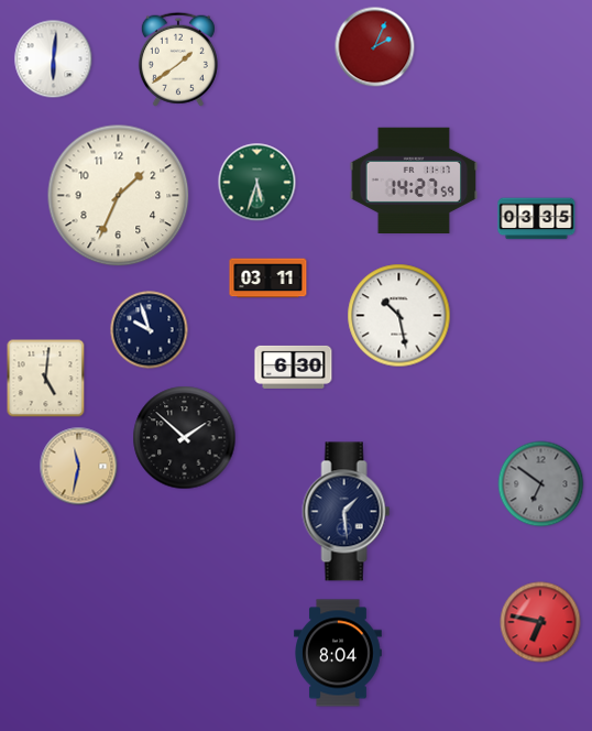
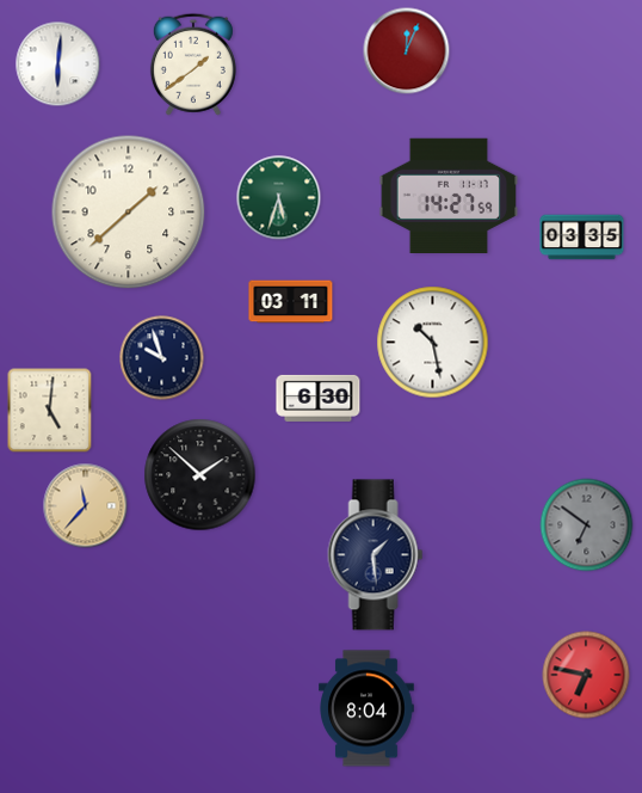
clock at (375, 47): 2:04 -> 12:04
clock at (119, 196): 1:34 -> 1:38
clock at (79, 467): 11:32 -> 11:37
